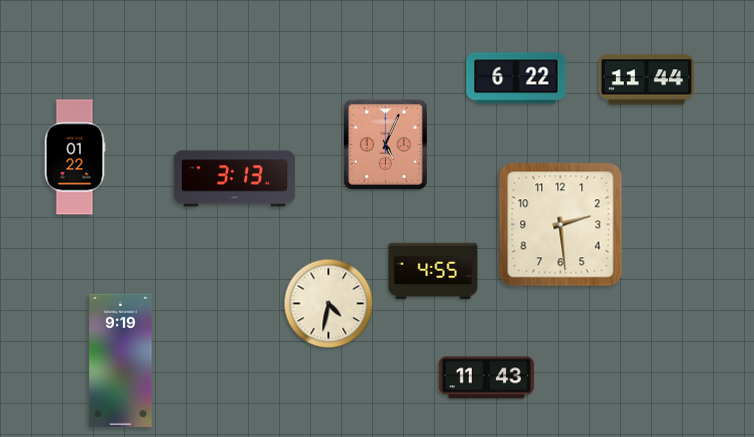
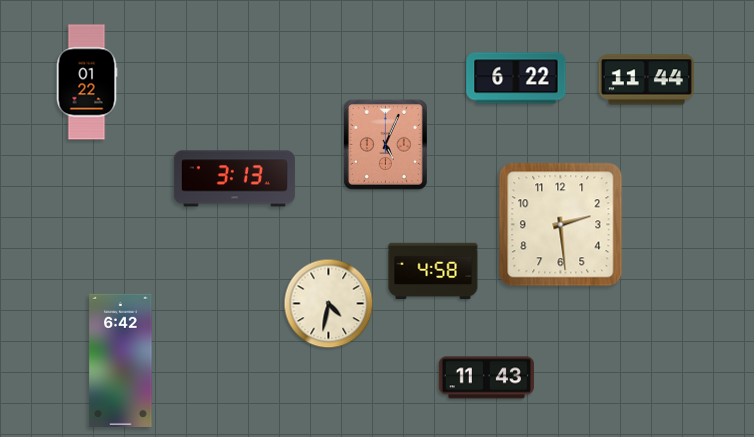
clock at (75, 157) position: (75, 157) -> (87, 82)
clock at (433, 271): 4:55 -> 4:58
clock at (121, 360): 9:19 -> 6:42
